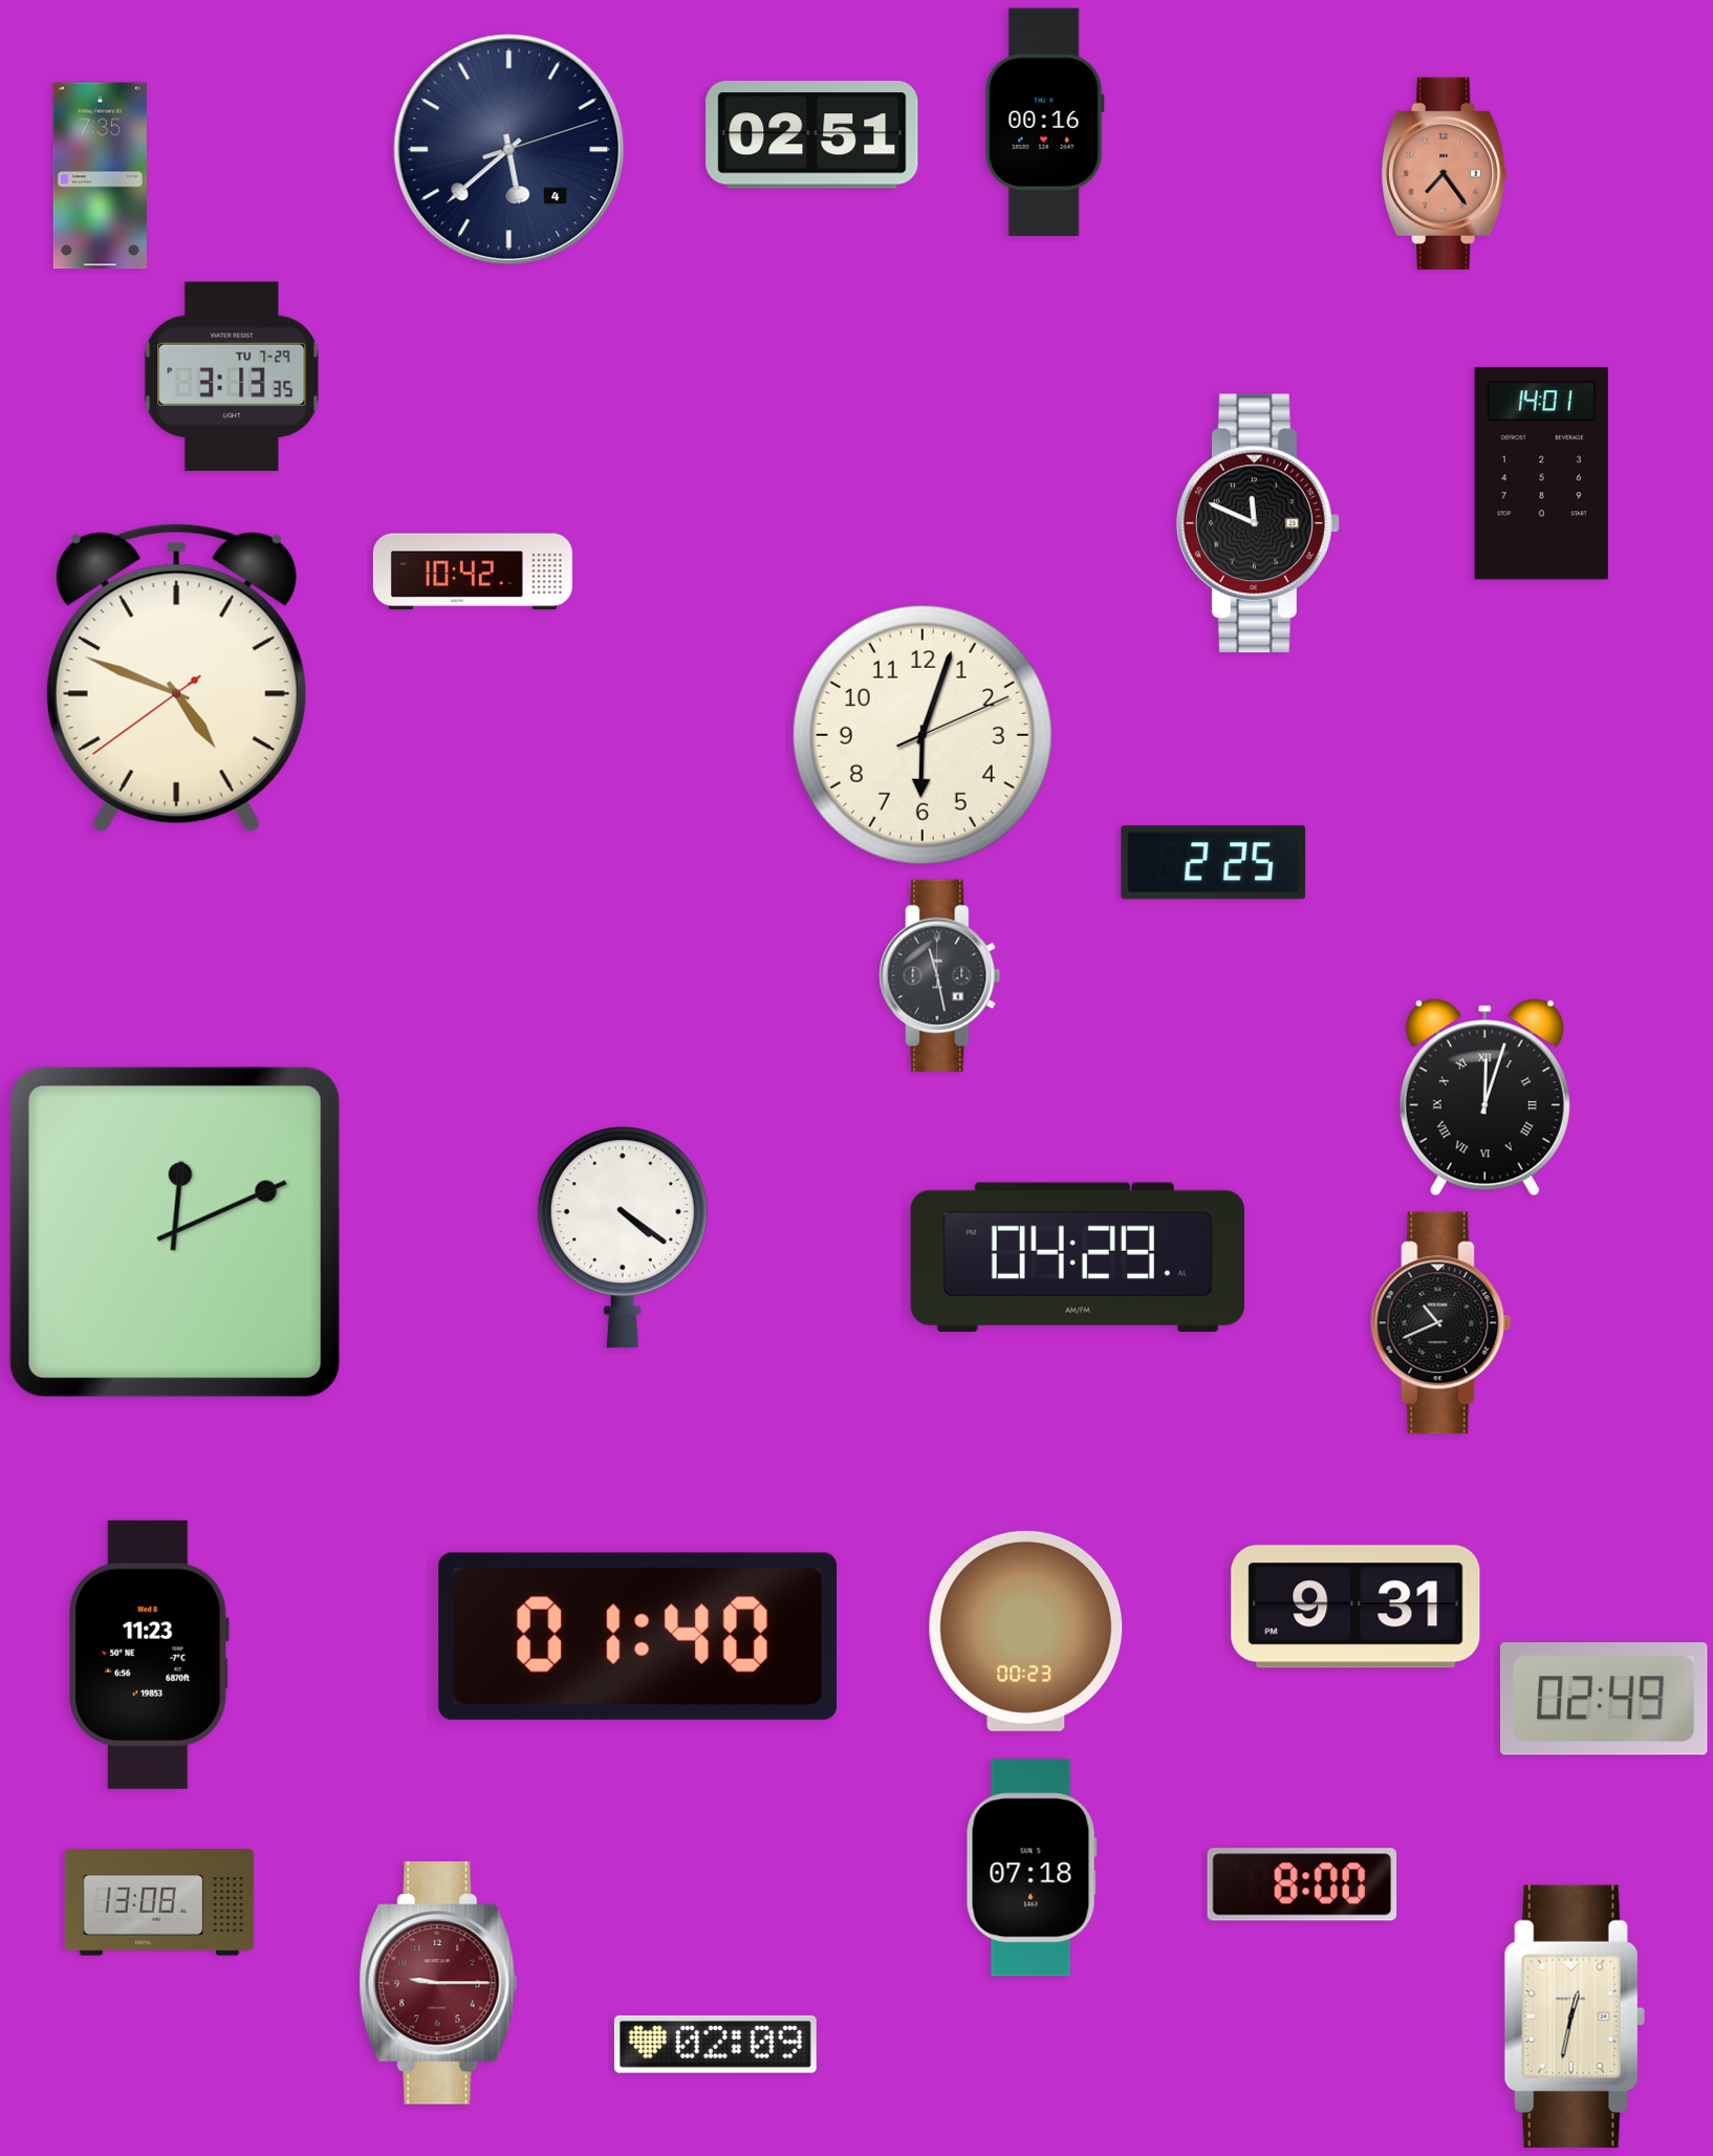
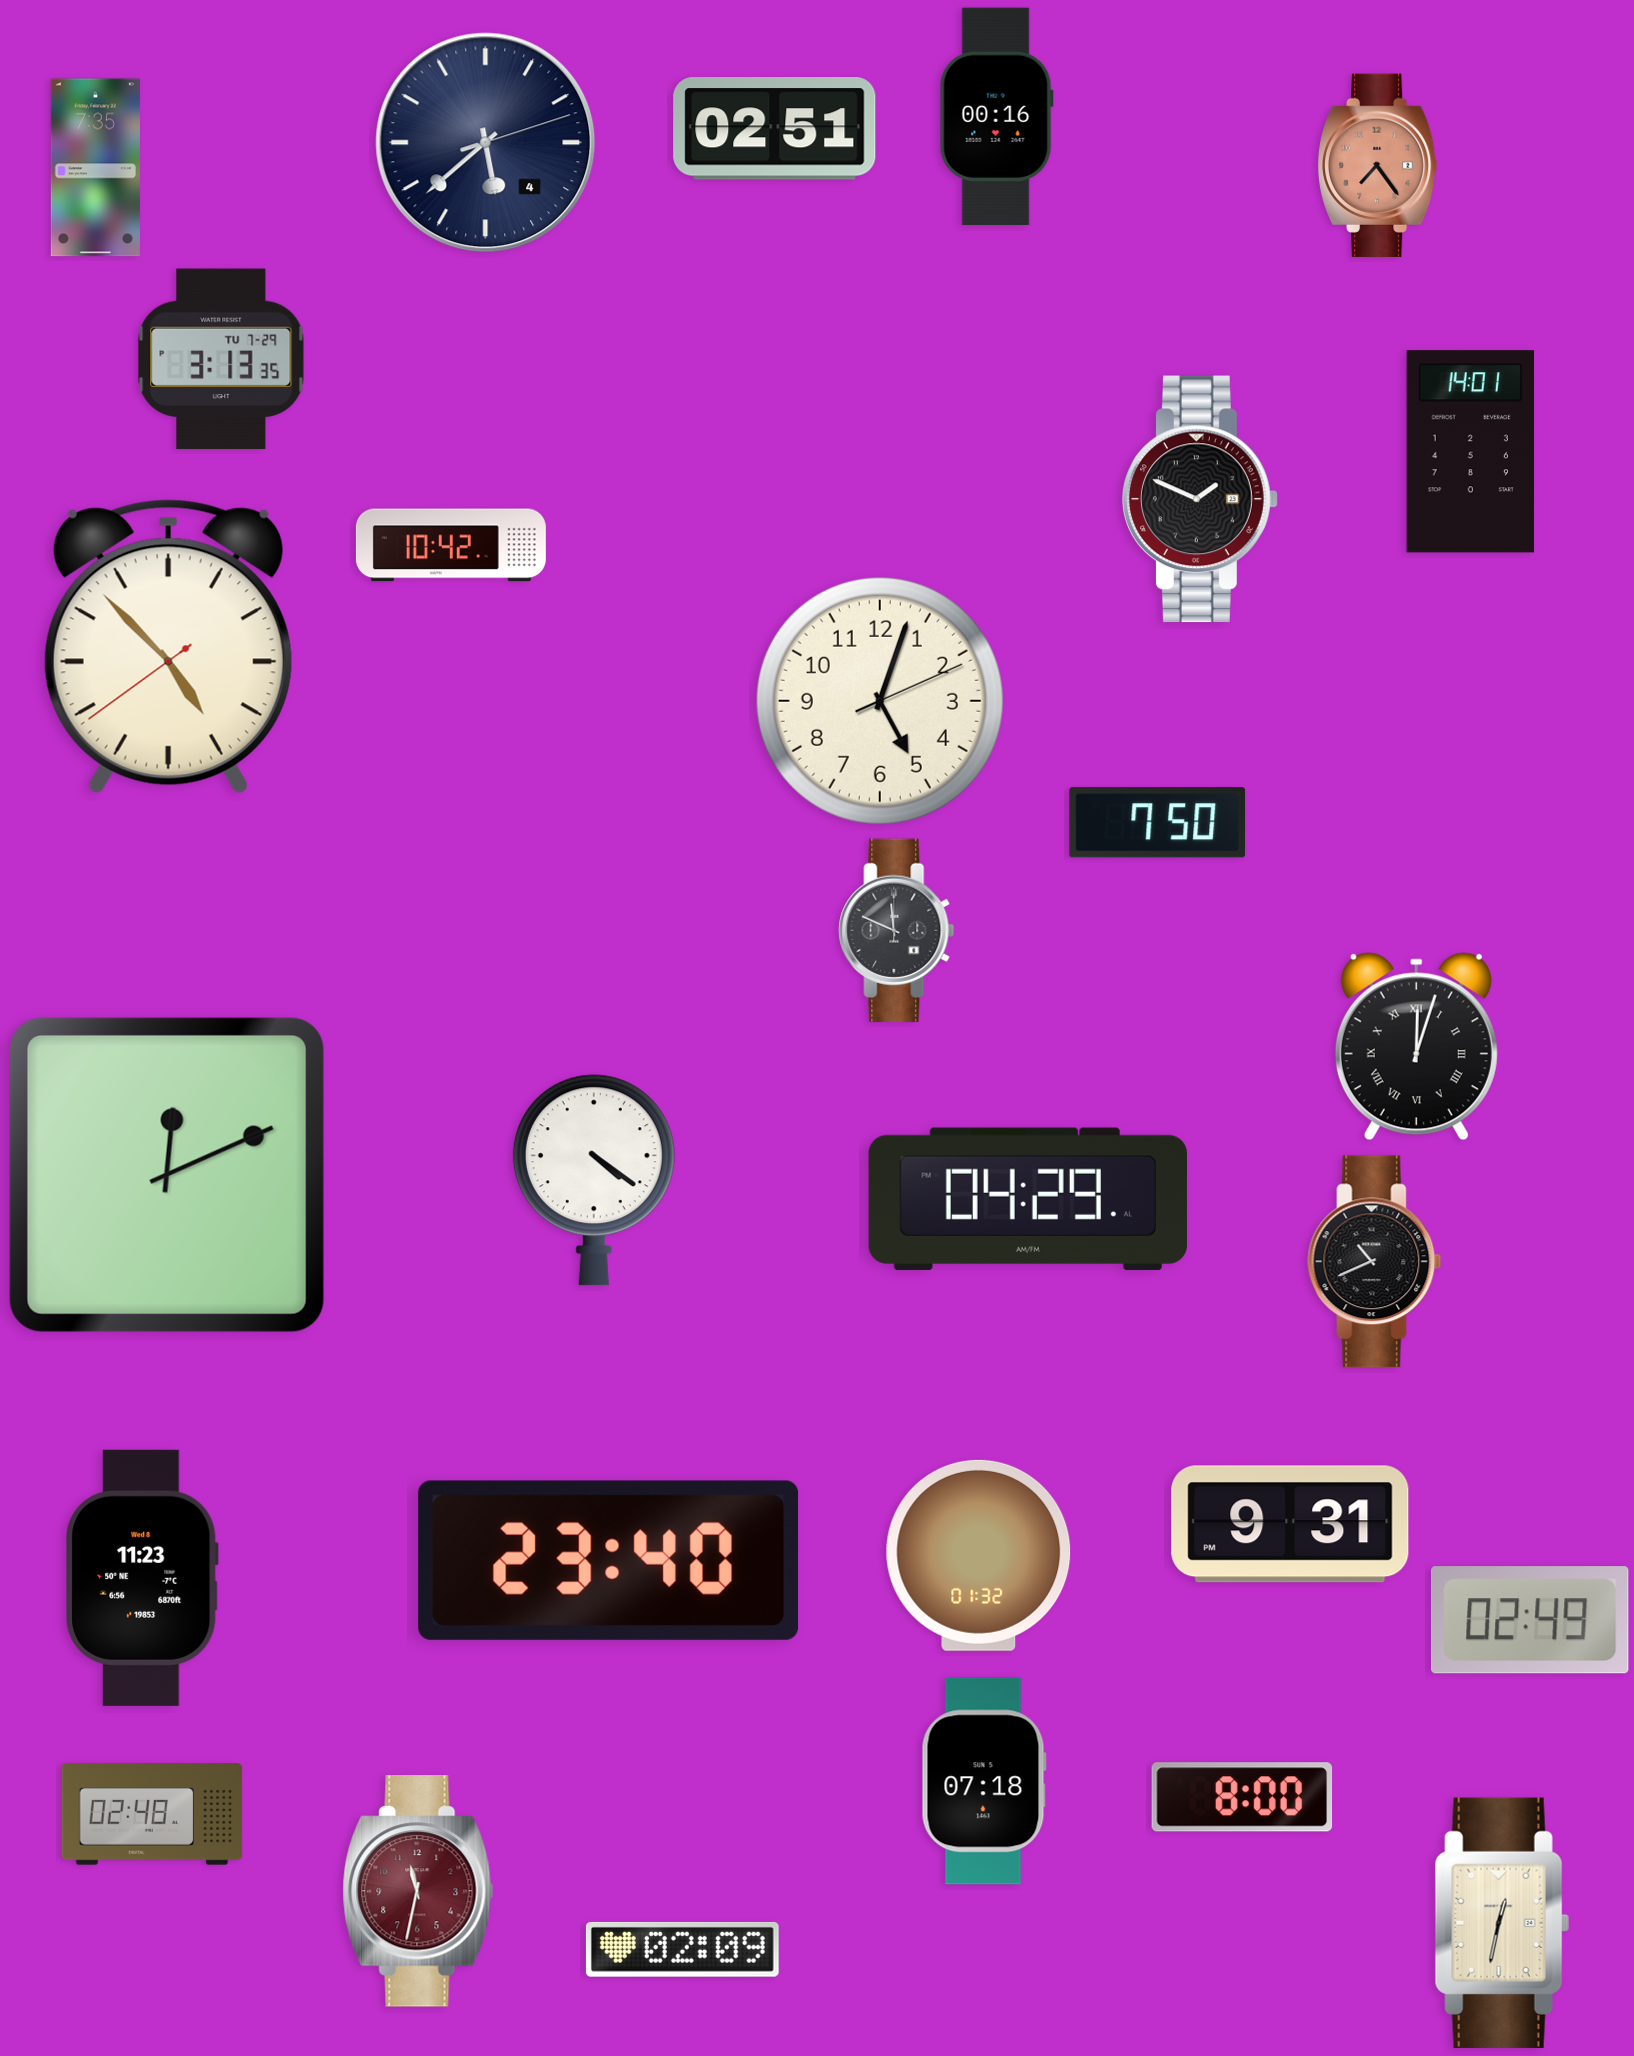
clock at (1259, 523): 11:49 -> 1:49
clock at (176, 678): 4:48 -> 4:52
clock at (923, 735): 6:03 -> 5:03
clock at (1214, 863): 2:25 -> 7:50
clock at (940, 975): 11:28 -> 11:49
clock at (1356, 1607) position: (1356, 1607) -> (1290, 1524)
clock at (1026, 1631): 00:23 -> 01:32
clock at (638, 1636): 01:40 -> 23:40
clock at (159, 1902): 13:08 -> 02:48
clock at (438, 1983): 9:15 -> 11:32
